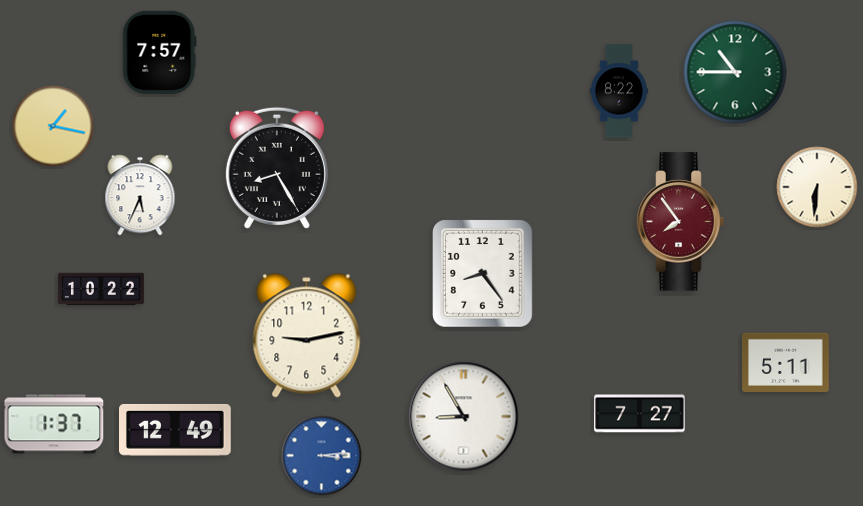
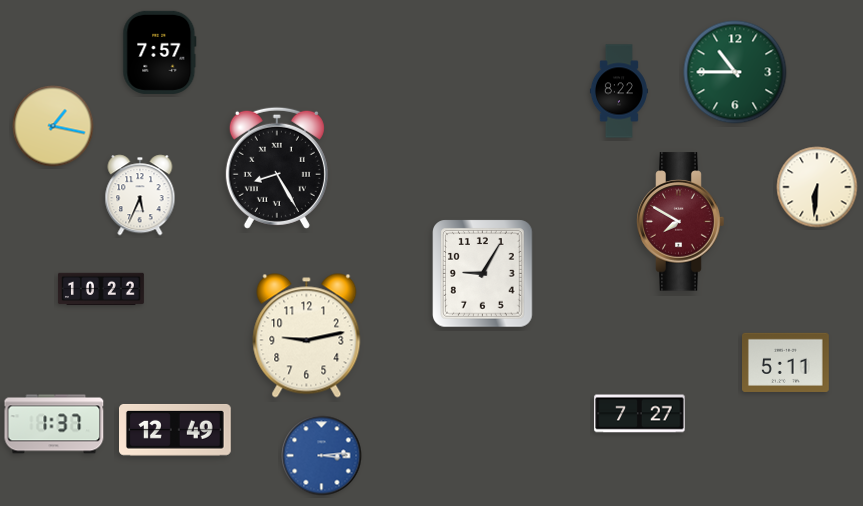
clock at (681, 222): 7:54 -> 7:50
clock at (483, 274): 8:24 -> 9:05
clock at (464, 417): 8:55 -> none
